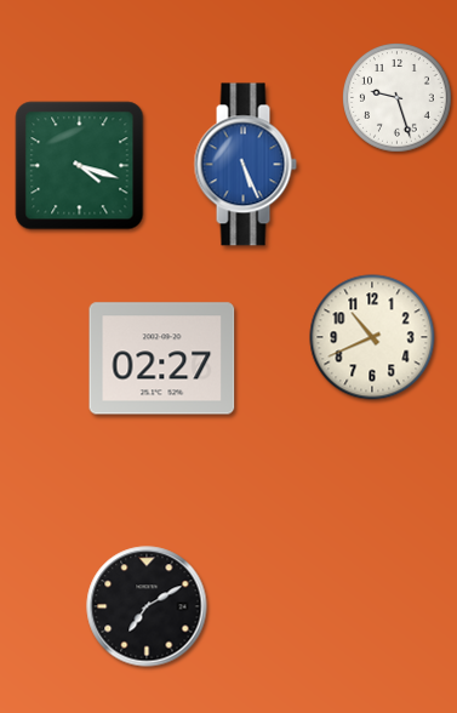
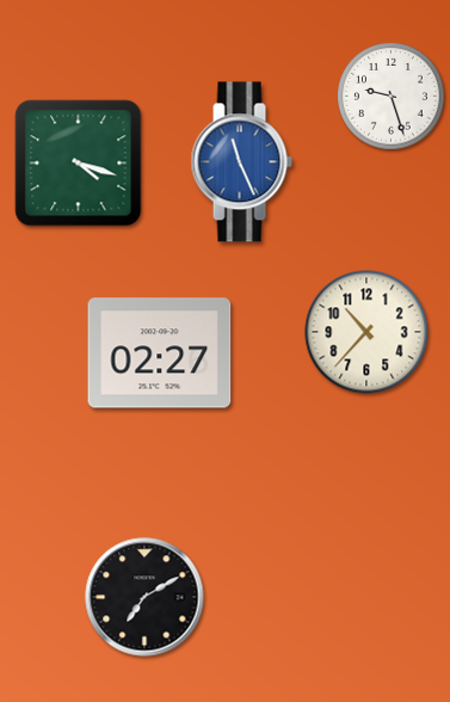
clock at (245, 165): 5:26 -> 11:26
clock at (372, 337): 10:41 -> 10:37
